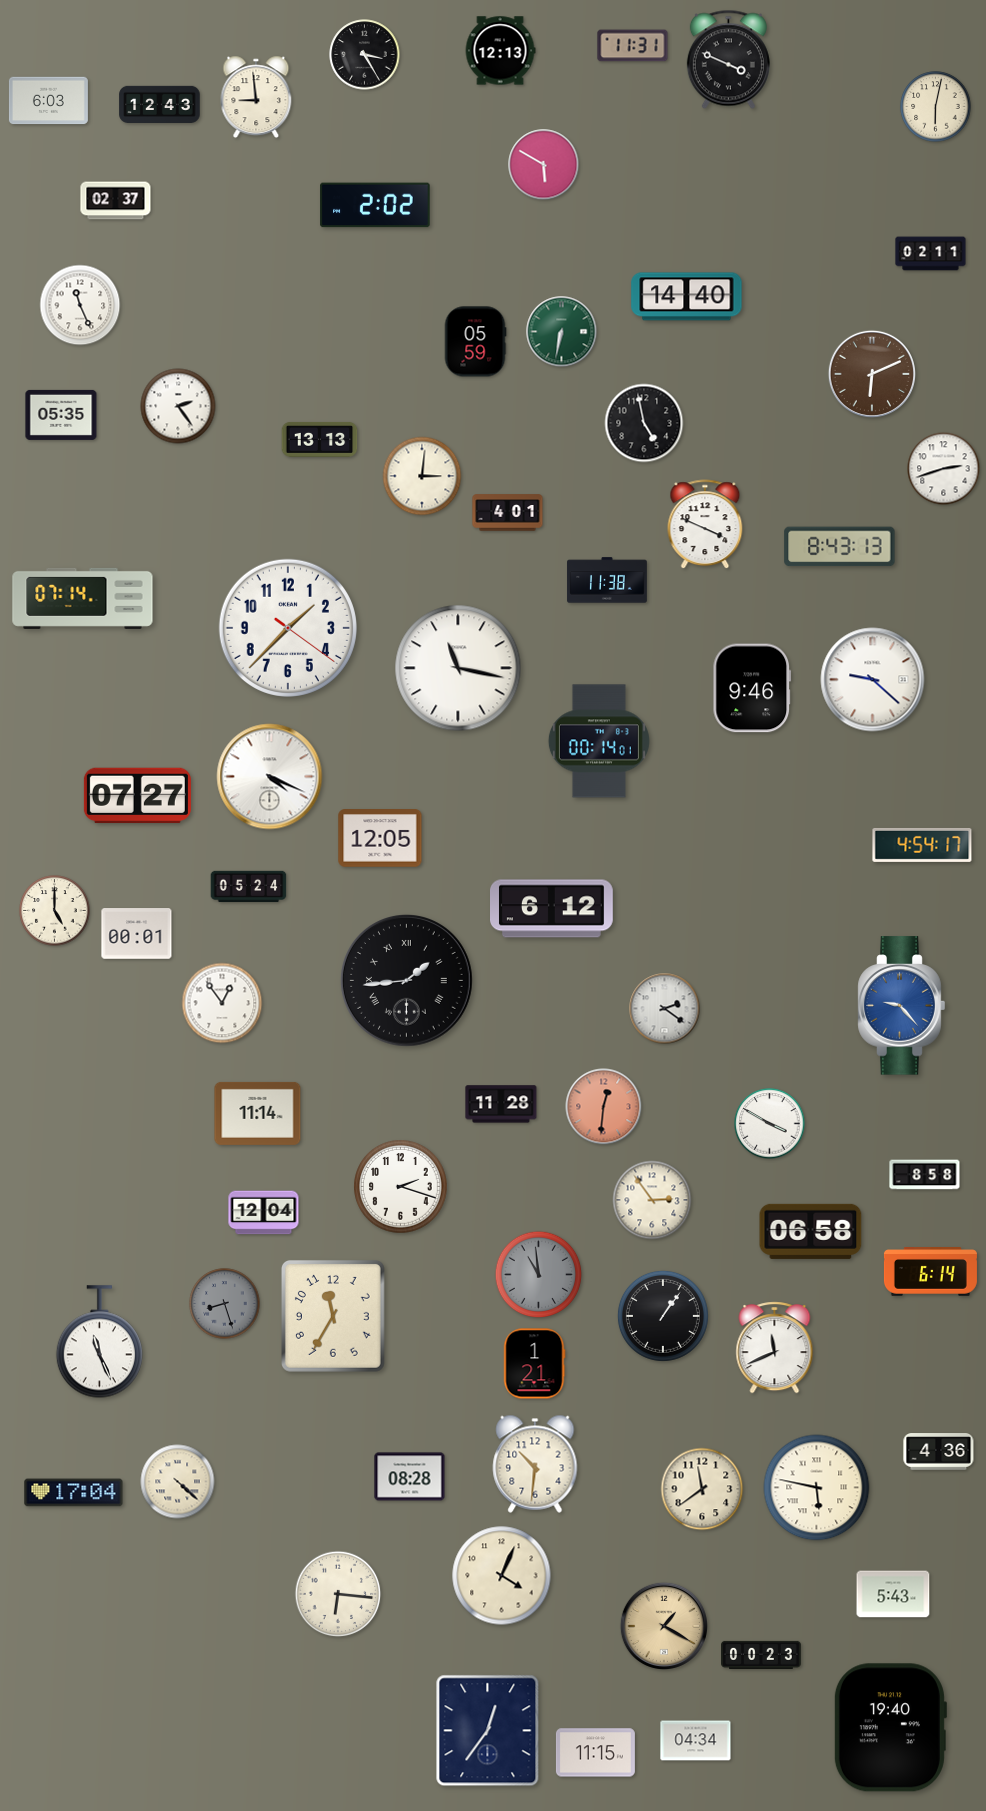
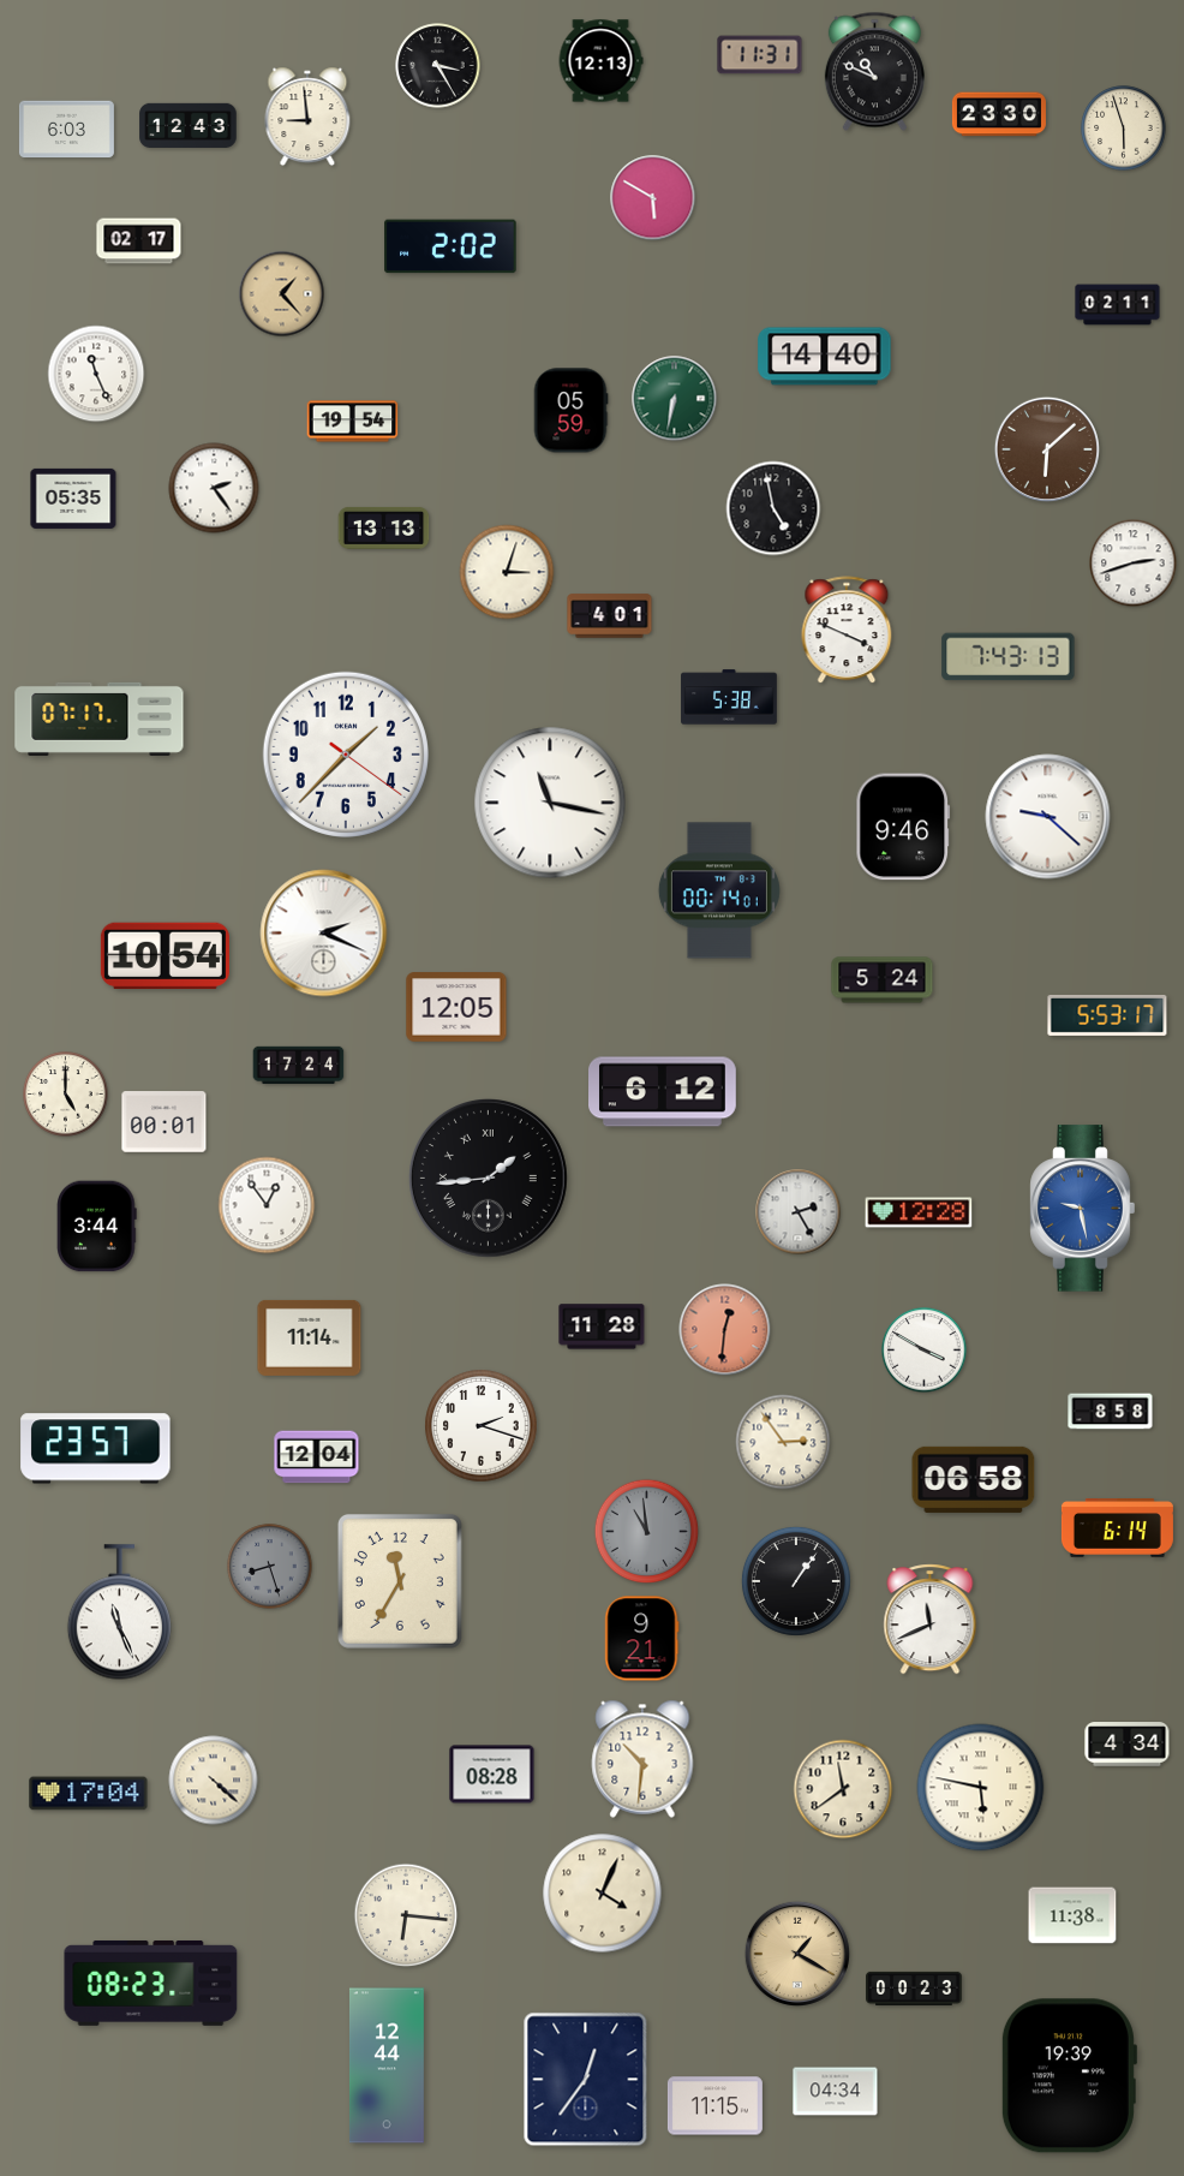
clock at (728, 60): 3:49 -> 10:49
clock at (999, 114): none -> 23:30
clock at (48, 101) position: (48, 101) -> (66, 130)
clock at (160, 104) position: (160, 104) -> (189, 125)
clock at (936, 107): 6:02 -> 5:57
clock at (116, 201): 02:37 -> 02:17
clock at (282, 294): none -> 1:23
clock at (80, 305) position: (80, 305) -> (96, 374)
clock at (353, 422): none -> 19:54
clock at (871, 373): 6:11 -> 6:08
clock at (422, 476): 3:01 -> 3:03
clock at (840, 547): 8:43 -> 7:43
clock at (607, 580): 11:38 -> 5:38
clock at (83, 598): 07:14 -> 07:17
clock at (270, 777): 4:19 -> 2:19
clock at (137, 796): 07:27 -> 10:54
clock at (883, 980): none -> 5:24
clock at (922, 845): 4:54 -> 5:53
clock at (249, 887): 05:24 -> 17:24
clock at (902, 1006): 9:23 -> 9:28
clock at (665, 1009): 2:21 -> 2:25
clock at (919, 1212): none -> 12:28
clock at (97, 1227): none -> 3:44
clock at (96, 1449): none -> 23:57
clock at (535, 1364): 1:21 -> 9:21
clock at (939, 1452): 4:36 -> 4:34
clock at (893, 1594): 5:43 -> 11:38
clock at (151, 1983): none -> 08:23
clock at (387, 2065): none -> 12:44
clock at (890, 1728): 19:40 -> 19:39
